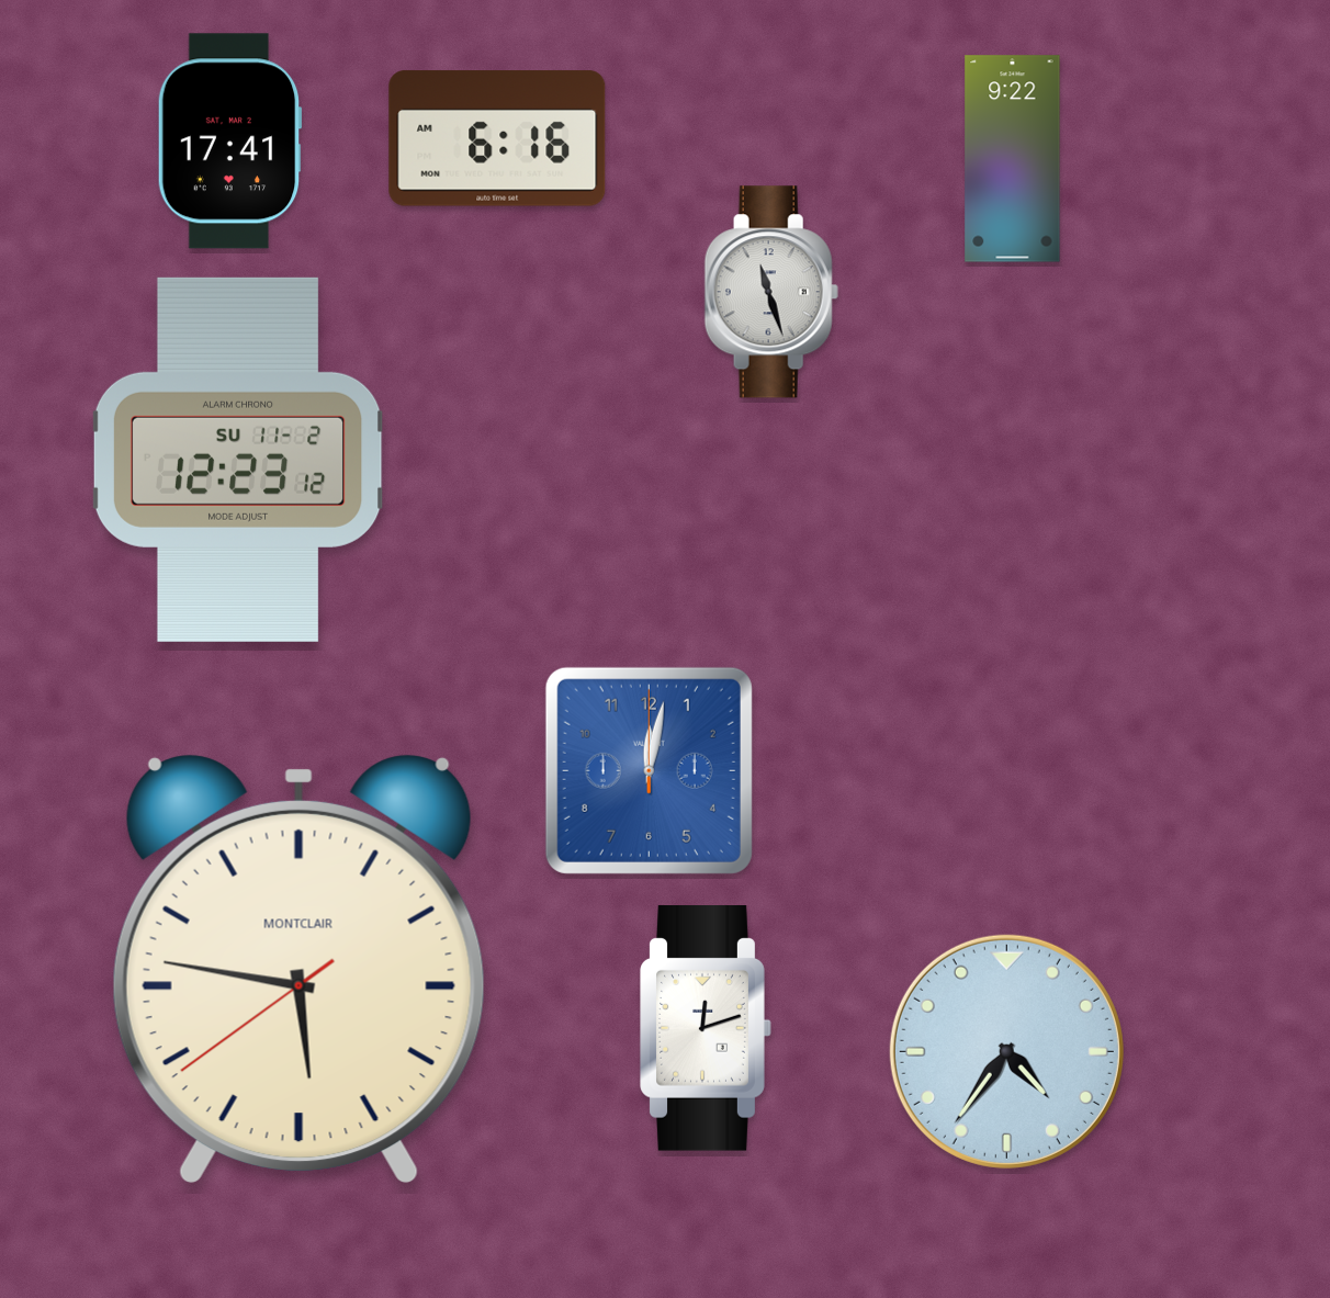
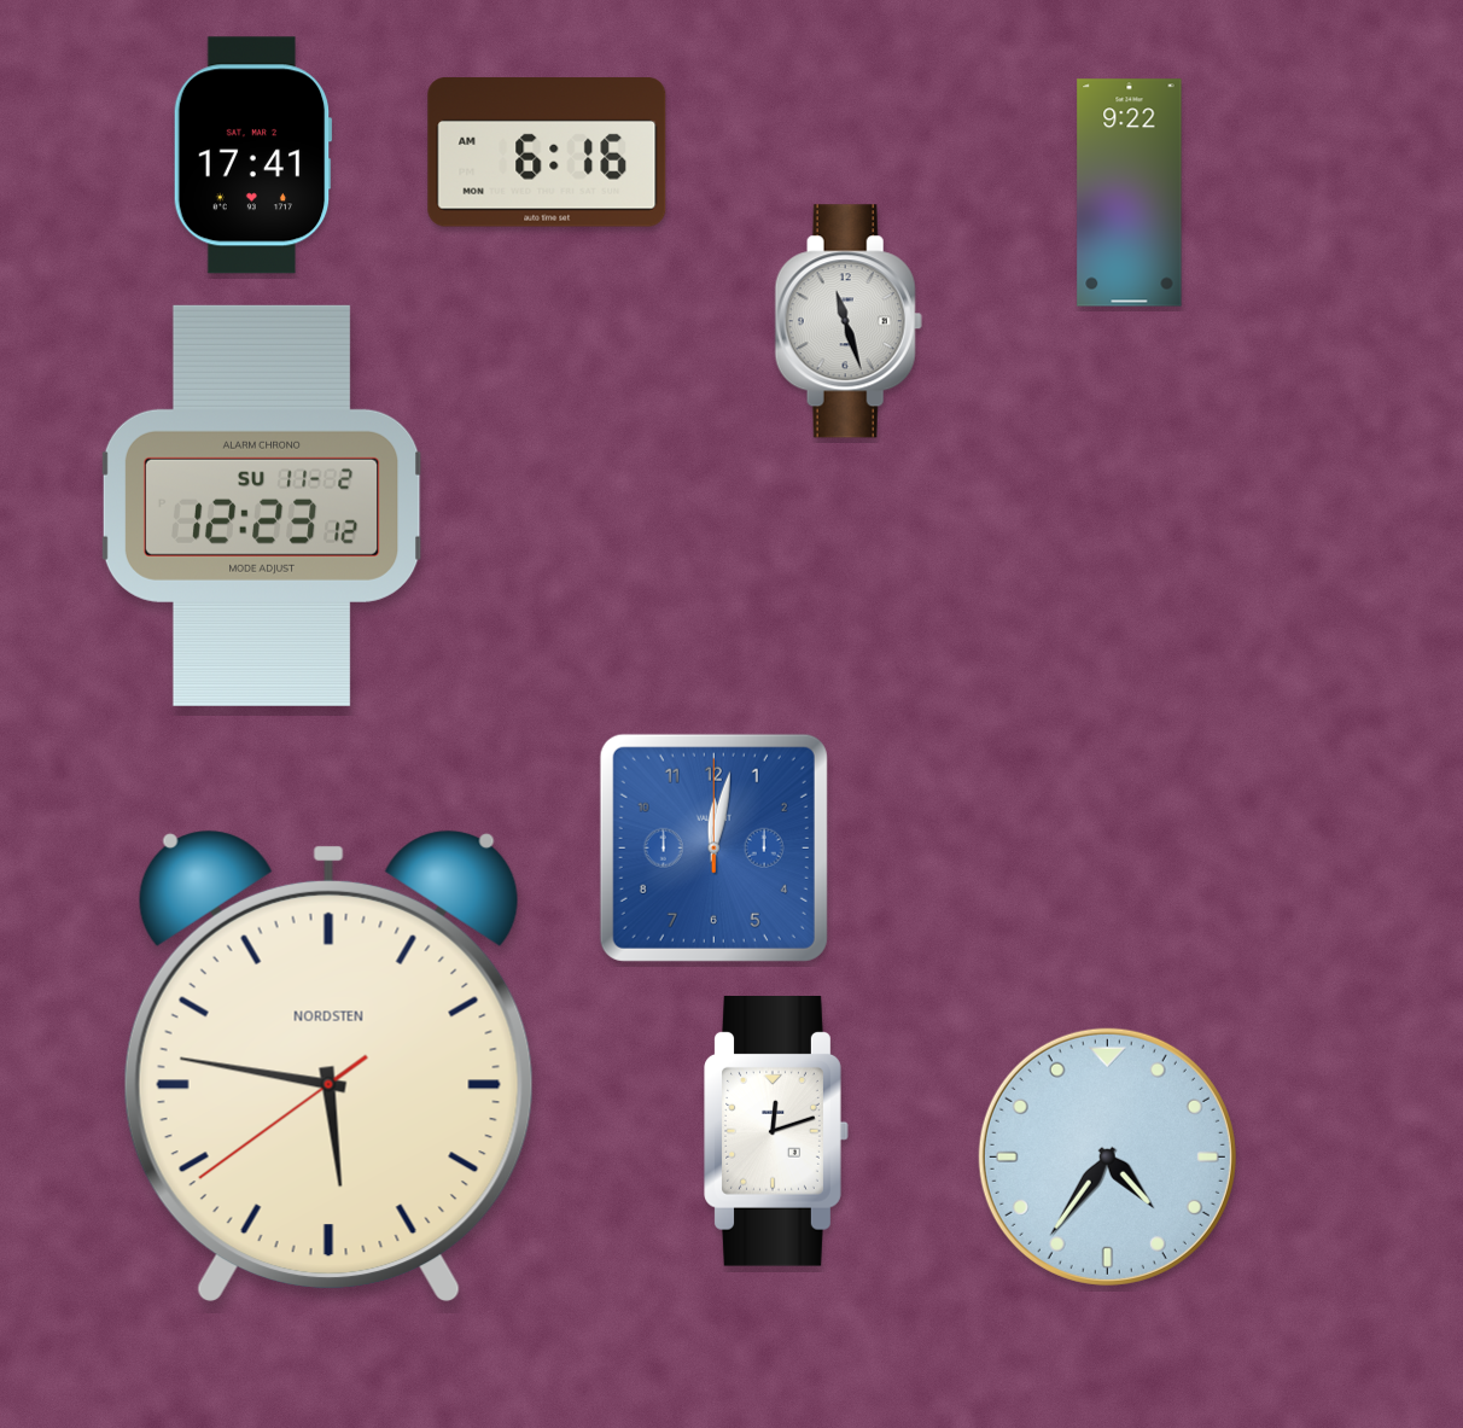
clock at (1013, 159) position: (1013, 159) -> (1130, 193)
clock at (298, 969) brand: MONTCLAIR -> NORDSTEN
